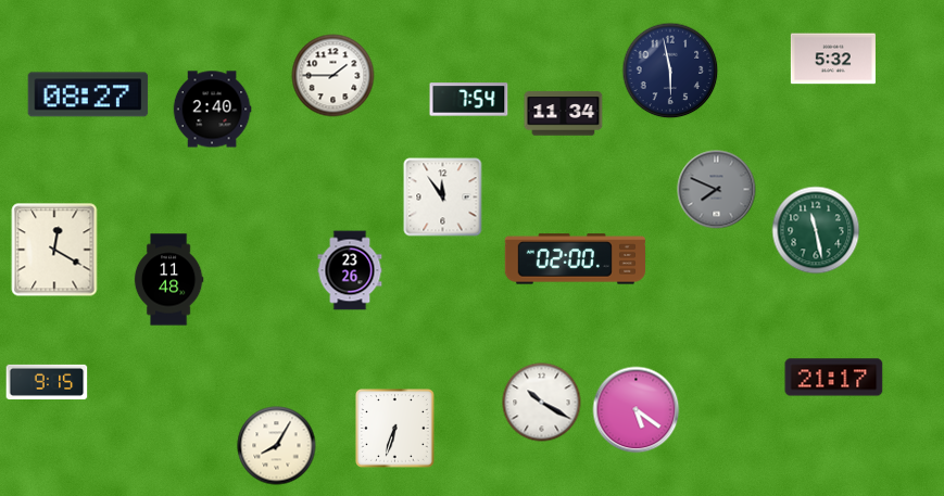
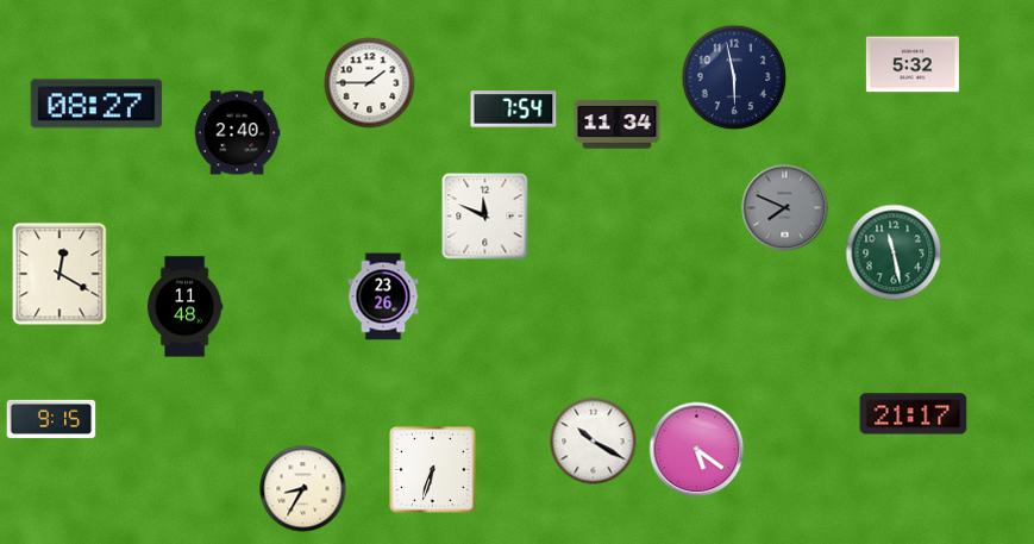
clock at (333, 76) position: (333, 76) -> (370, 83)
clock at (212, 110) position: (212, 110) -> (237, 133)
clock at (443, 198): 11:54 -> 11:49
clock at (575, 259): 02:00 -> none
clock at (277, 446): 8:05 -> 8:35
